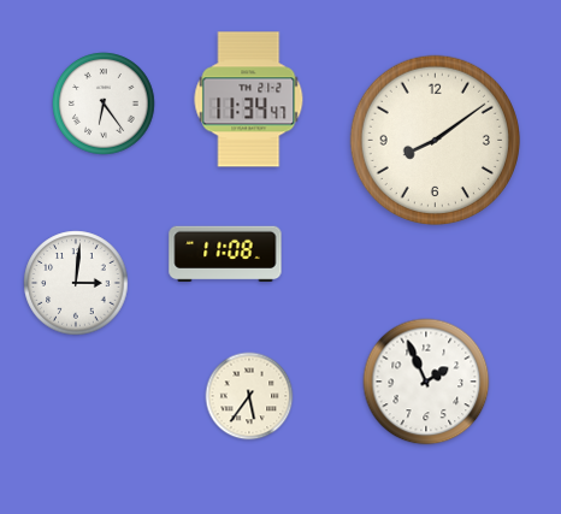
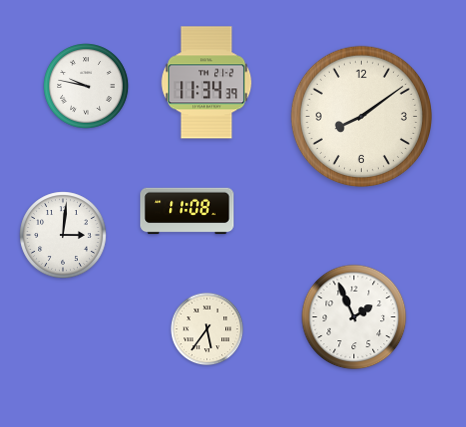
clock at (249, 100): 11:34:47 -> 11:34:39
clock at (104, 104): 6:24 -> 9:47
